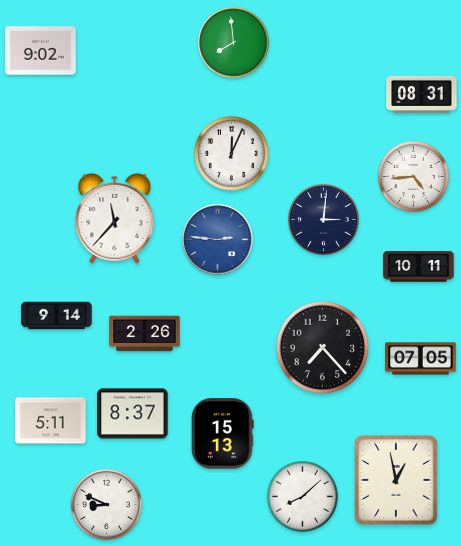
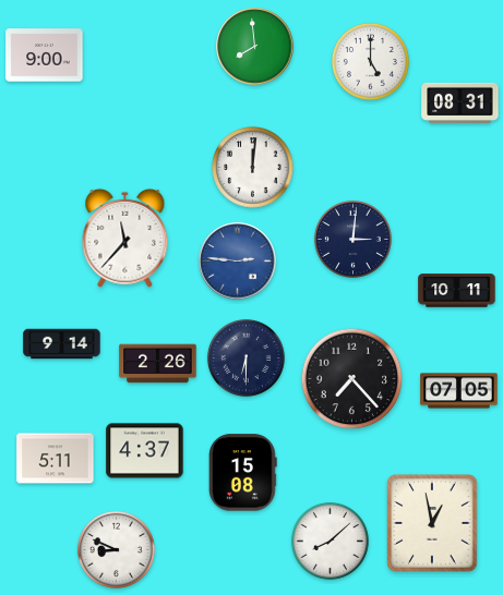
clock at (41, 51): 9:02 -> 9:00
clock at (370, 61): none -> 5:00
clock at (232, 154): 12:04 -> 12:01
clock at (413, 176): 4:44 -> none
clock at (245, 357): none -> 6:30
clock at (133, 414): 8:37 -> 4:37
clock at (223, 434): 15:13 -> 15:08
